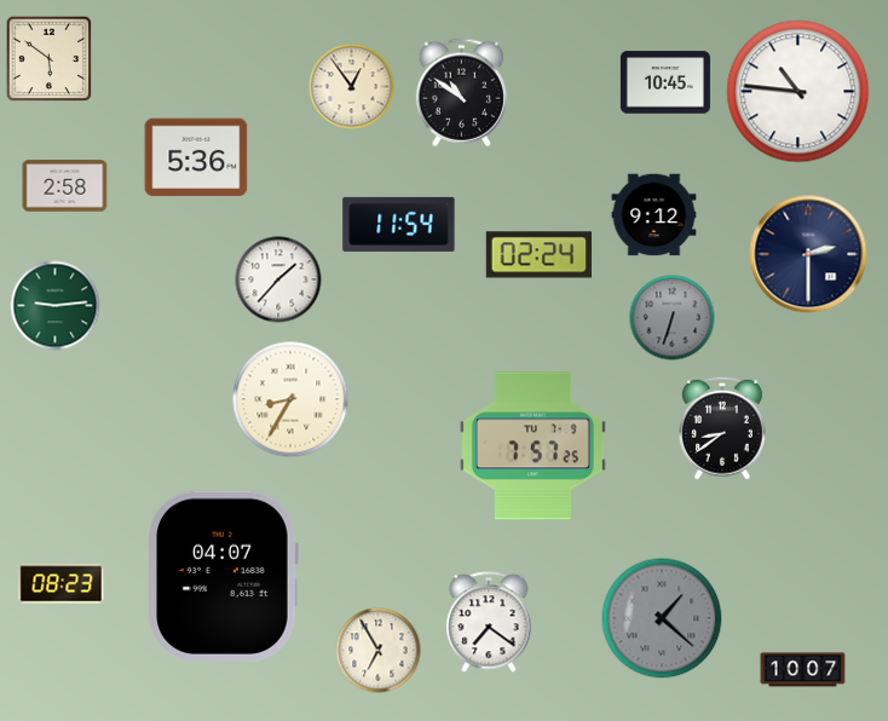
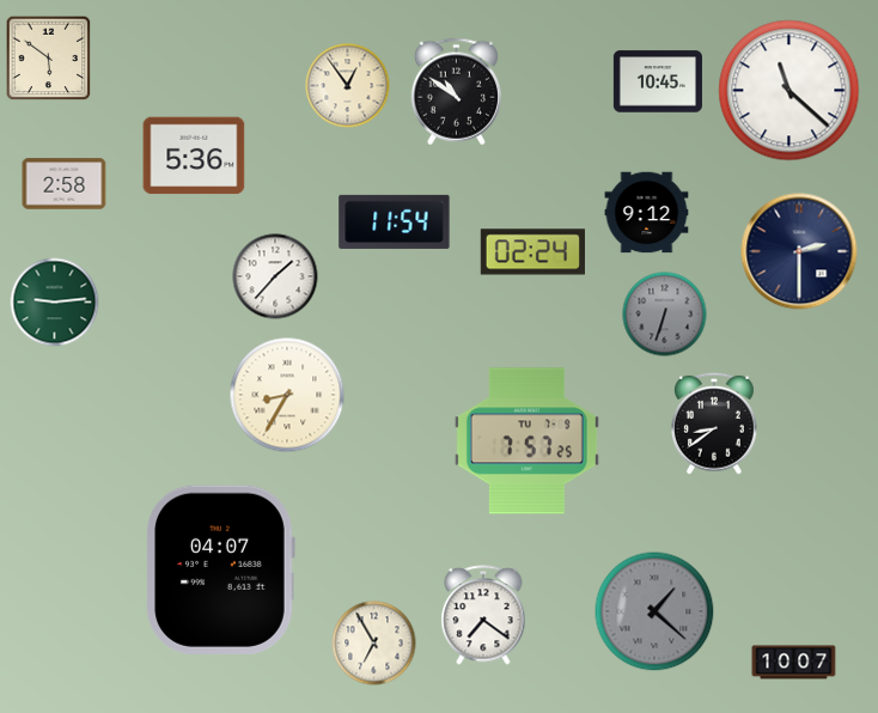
clock at (798, 92): 10:46 -> 11:22
clock at (62, 584): 08:23 -> none
